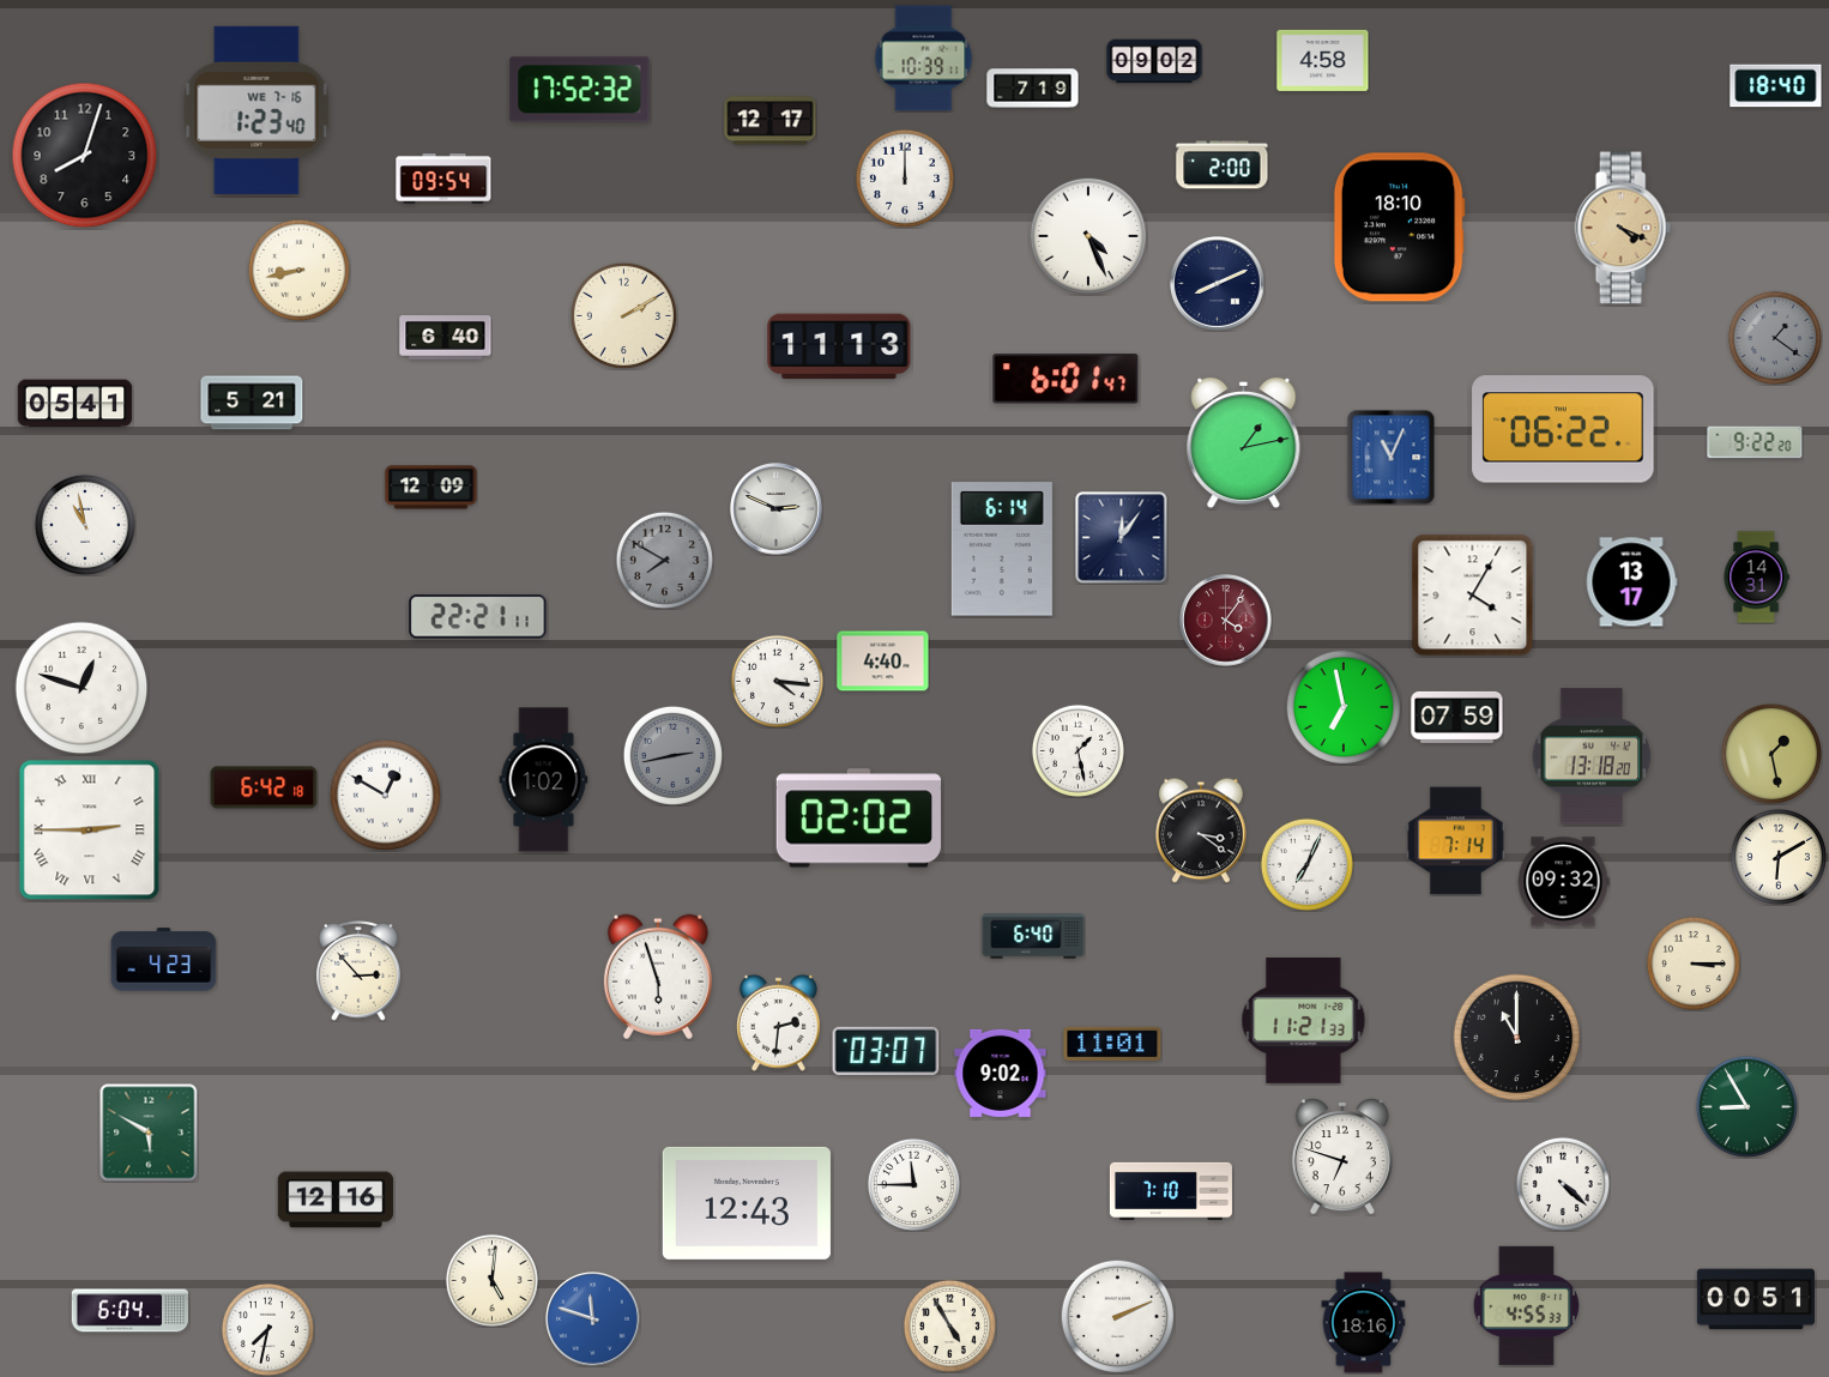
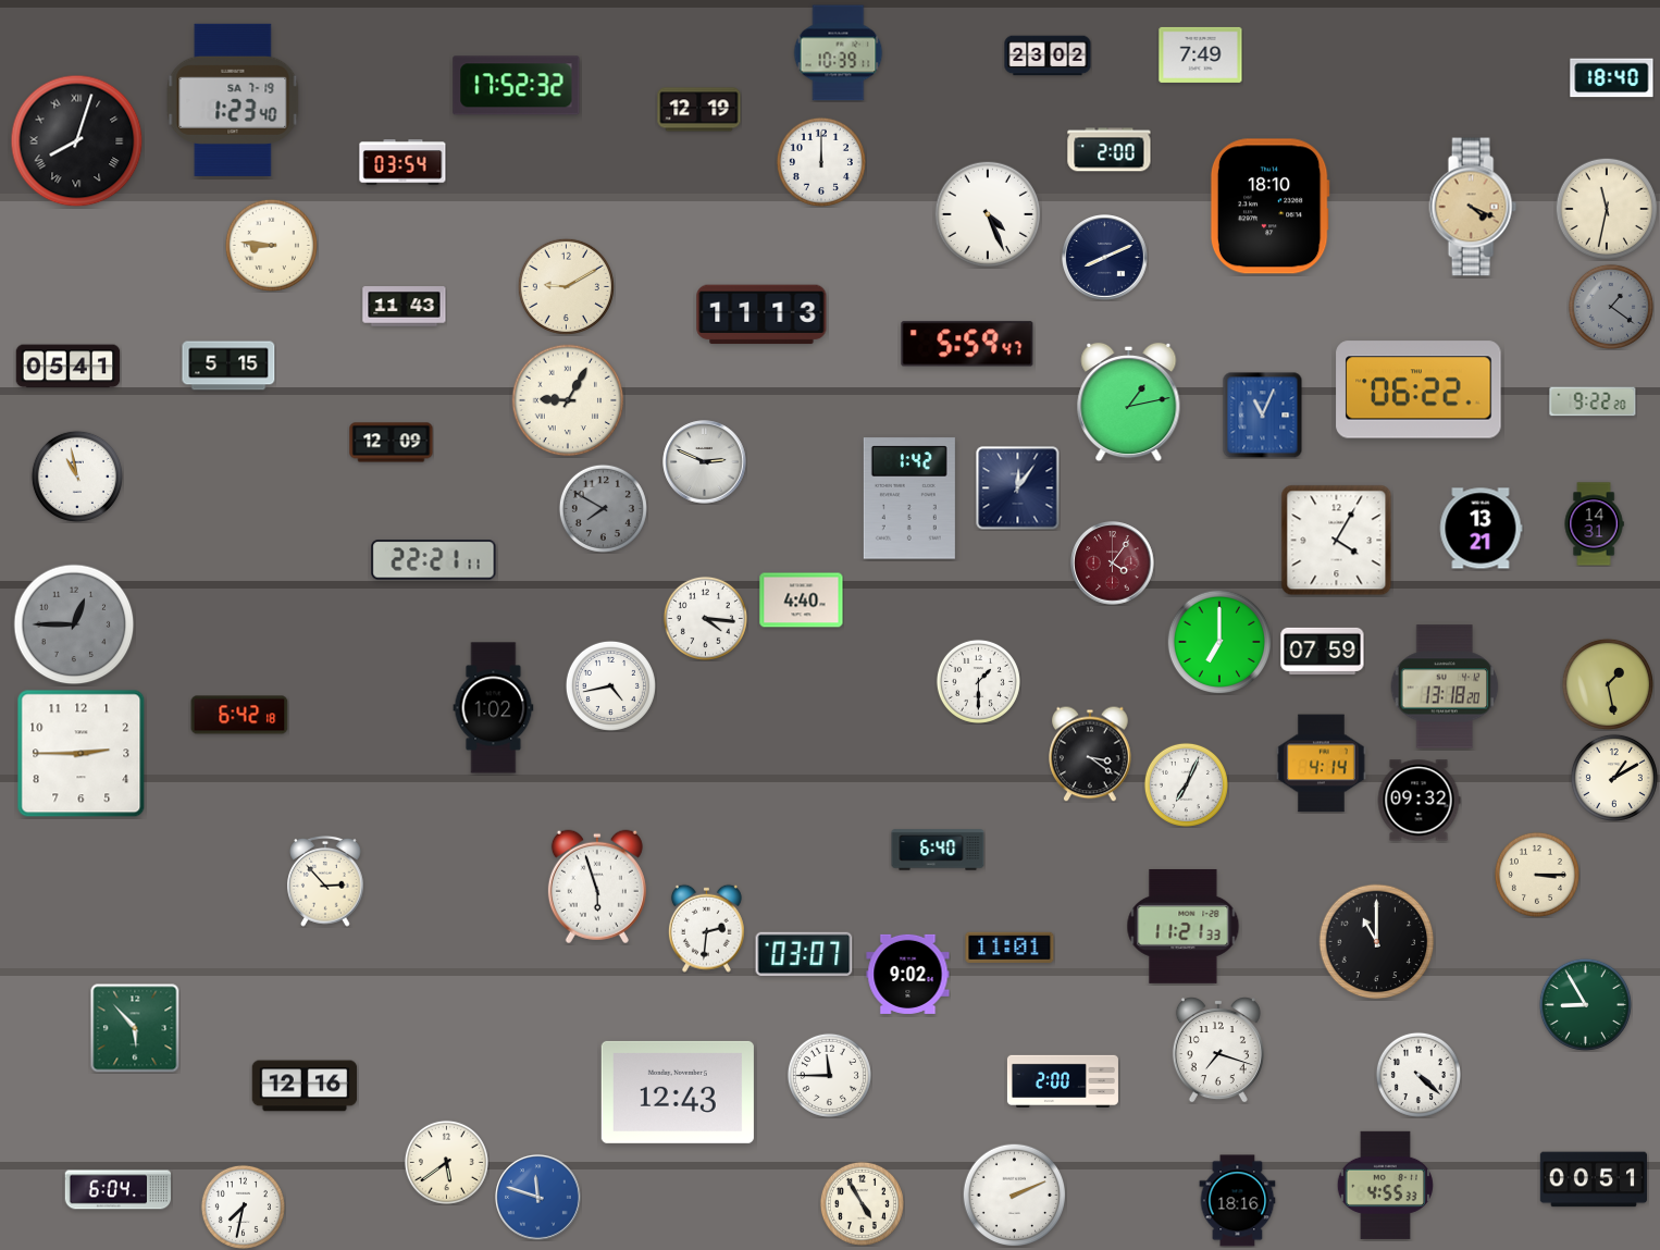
clock at (1323, 60): 4:58 -> 7:49
clock at (1154, 61): 09:02 -> 23:02
clock at (1033, 89): 7:19 -> none
clock at (580, 90) position: (580, 90) -> (517, 86)
clock at (256, 110) date: WE 7-16 -> SA 7-19
clock at (771, 121): 12:17 -> 12:19
clock at (85, 156) numerals: Arabic -> Roman
clock at (443, 179): 09:54 -> 03:54
clock at (1606, 208): none -> 11:32
clock at (298, 270): 8:43 -> 8:46
clock at (623, 315): 2:10 -> 9:10
clock at (446, 338): 6:40 -> 11:43
clock at (1066, 379): 6:01 -> 5:59
clock at (252, 403): 5:21 -> 5:15
clock at (568, 400): none -> 9:05
clock at (1002, 549): 6:14 -> 1:42
clock at (1631, 582): 13:17 -> 13:21
clock at (82, 688): 12:48 -> 12:45
clock at (82, 688) dial: white -> grey
clock at (1344, 707): 6:58 -> 7:00
clock at (1078, 750): 1:28 -> 1:30
clock at (672, 755): 2:43 -> 4:43
clock at (672, 755) dial: grey -> white
clock at (385, 795): 12:50 -> none
clock at (858, 819): 02:02 -> none
clock at (90, 831) numerals: Roman -> Arabic
clock at (1455, 841): 7:14 -> 4:14
clock at (1779, 857): 6:10 -> 1:10
clock at (164, 960): 4:23 -> none
clock at (149, 1133): 5:50 -> 5:53
clock at (1342, 1156): 6:48 -> 7:18
clock at (1171, 1191): 7:10 -> 2:00
clock at (336, 1200) position: (336, 1200) -> (305, 1086)
clock at (491, 1280): 5:01 -> 5:39
